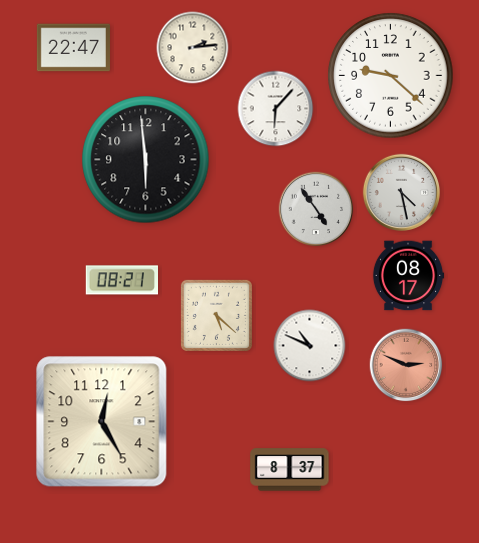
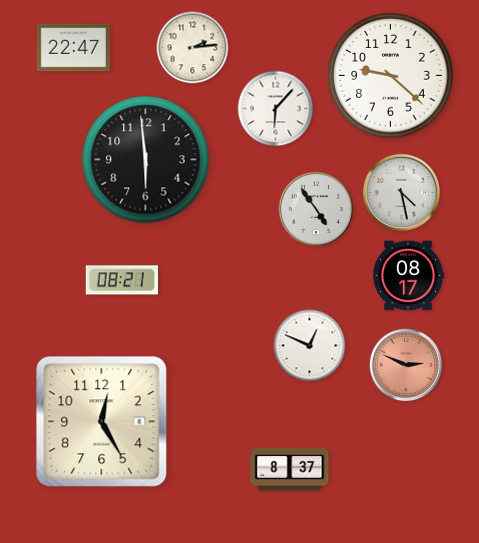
clock at (216, 315): 5:22 -> none
clock at (310, 346): 10:49 -> 12:49
